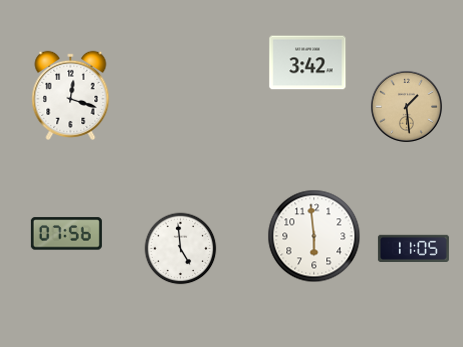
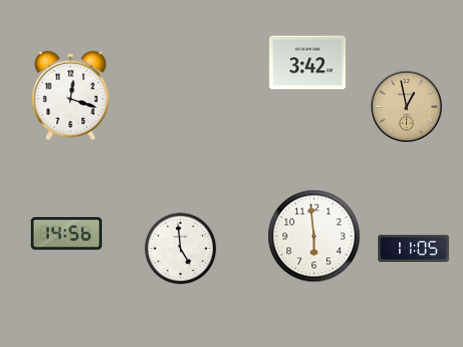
clock at (406, 106): 1:29 -> 12:58
clock at (66, 234): 07:56 -> 14:56
